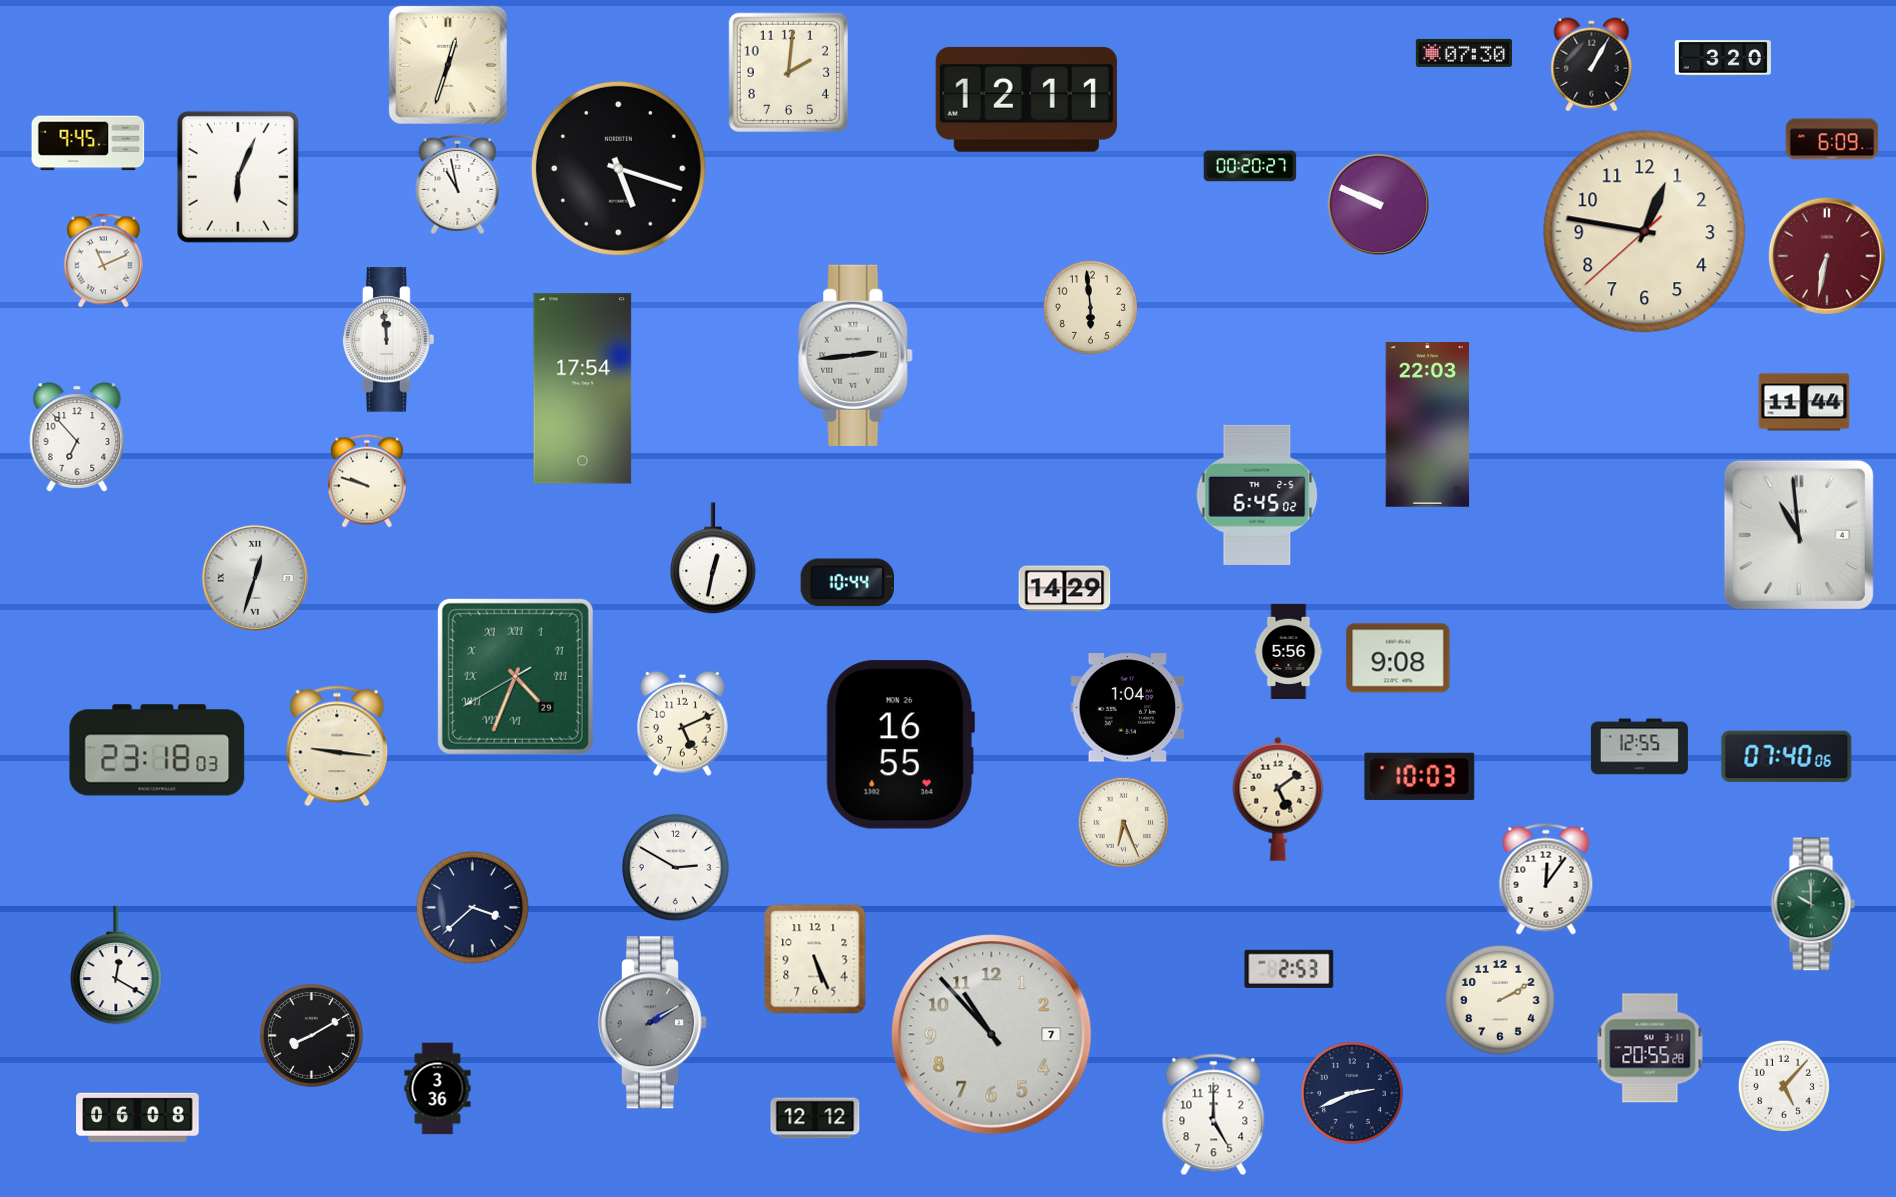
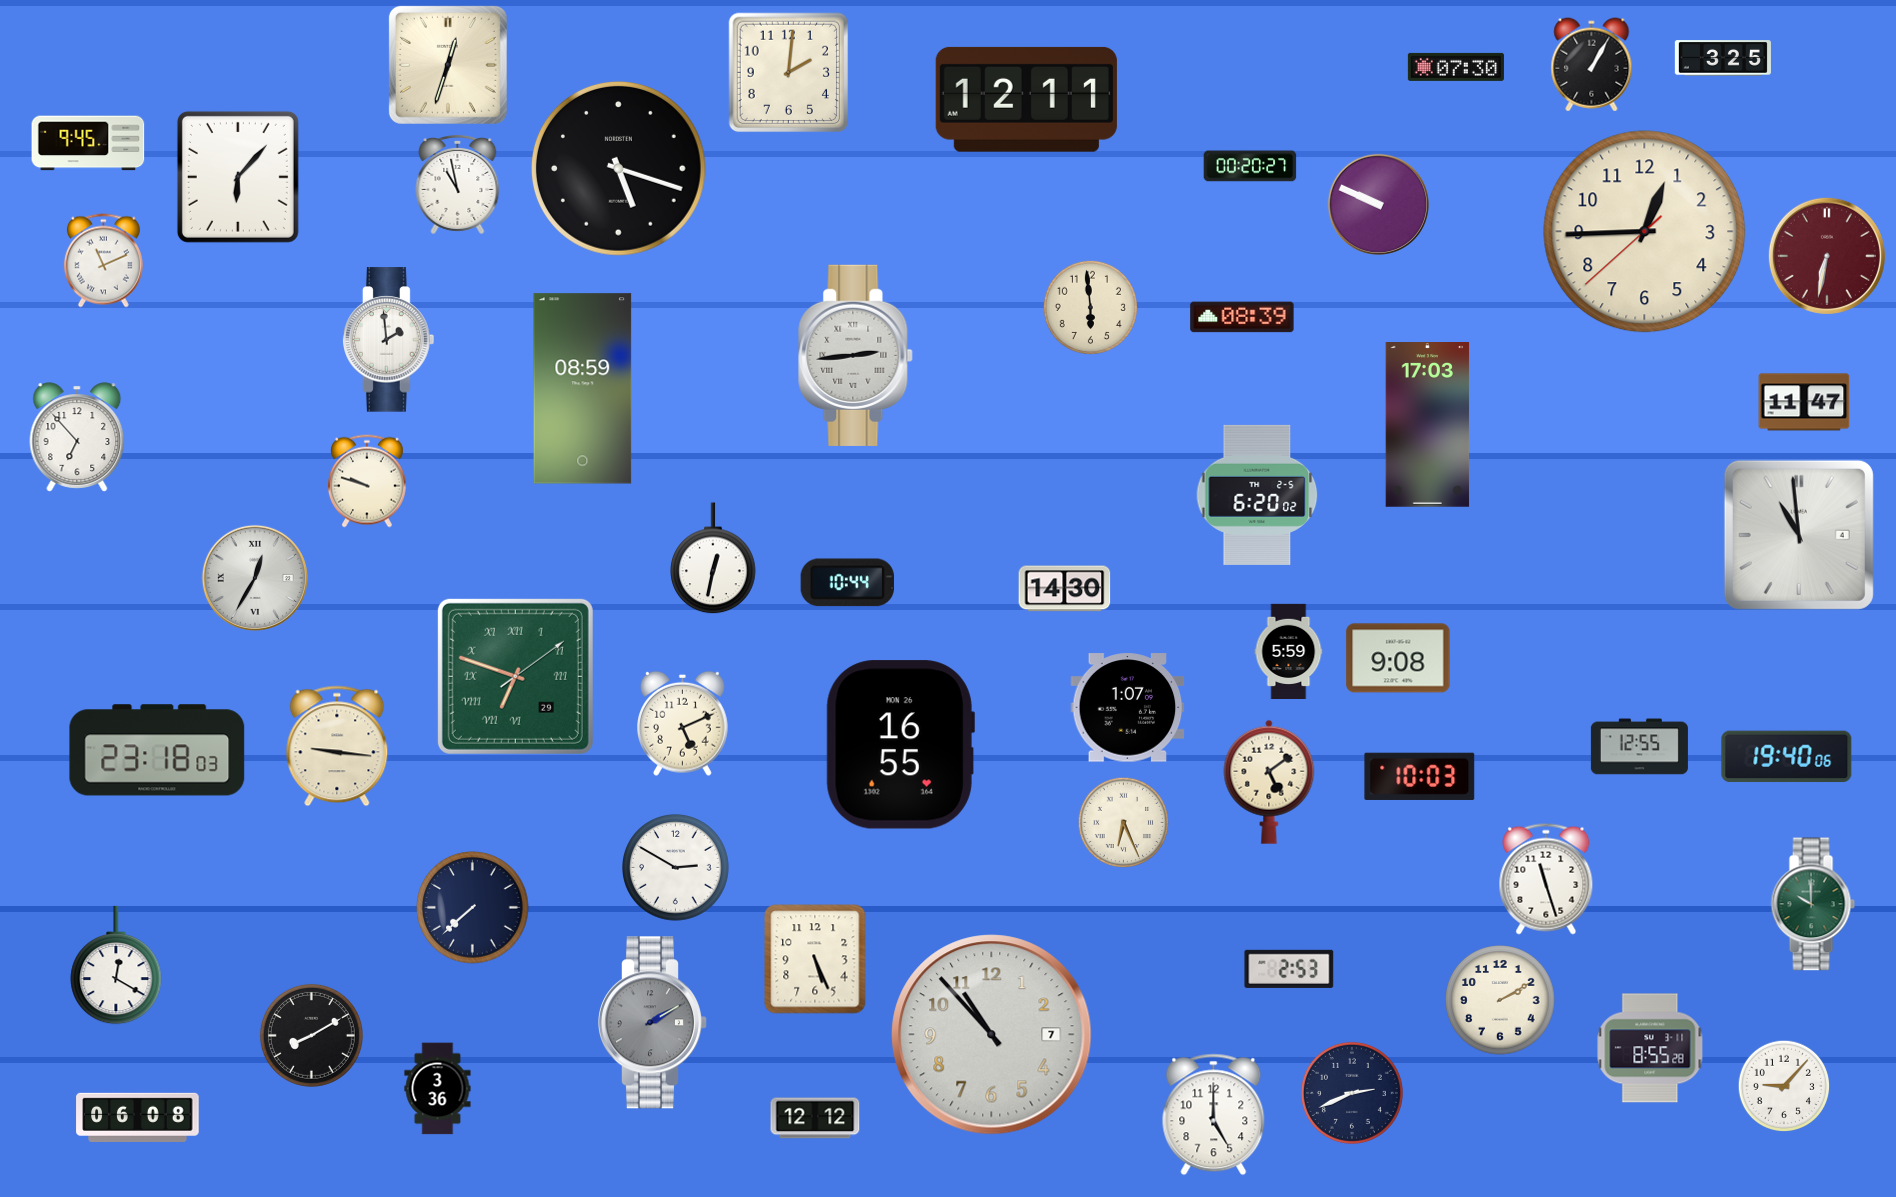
clock at (1464, 53) position: (1464, 53) -> (1456, 67)
clock at (1723, 58): 3:20 -> 3:25
clock at (1832, 139): 6:09 -> none
clock at (238, 177): 6:04 -> 6:07
clock at (1645, 232): 12:46 -> 12:44
clock at (1242, 317): none -> 08:39
clock at (389, 340): 11:59 -> 1:59
clock at (583, 389): 17:54 -> 08:59
clock at (1804, 402): 11:44 -> 11:47
clock at (1428, 425): 22:03 -> 17:03
clock at (1257, 495): 6:45 -> 6:20
clock at (255, 578): 12:33 -> 12:35
clock at (1065, 589): 14:29 -> 14:30
clock at (1289, 651): 5:56 -> 5:59
clock at (515, 676): 4:33 -> 6:48
clock at (1128, 708): 1:04 -> 1:07
clock at (1787, 757): 07:40 -> 19:40
clock at (1278, 799) position: (1278, 799) -> (1269, 782)
clock at (1546, 879): 12:06 -> 11:27
clock at (473, 908): 3:38 -> 7:38
clock at (1650, 1048): 20:55 -> 8:55
clock at (1784, 1086): 5:07 -> 9:07
